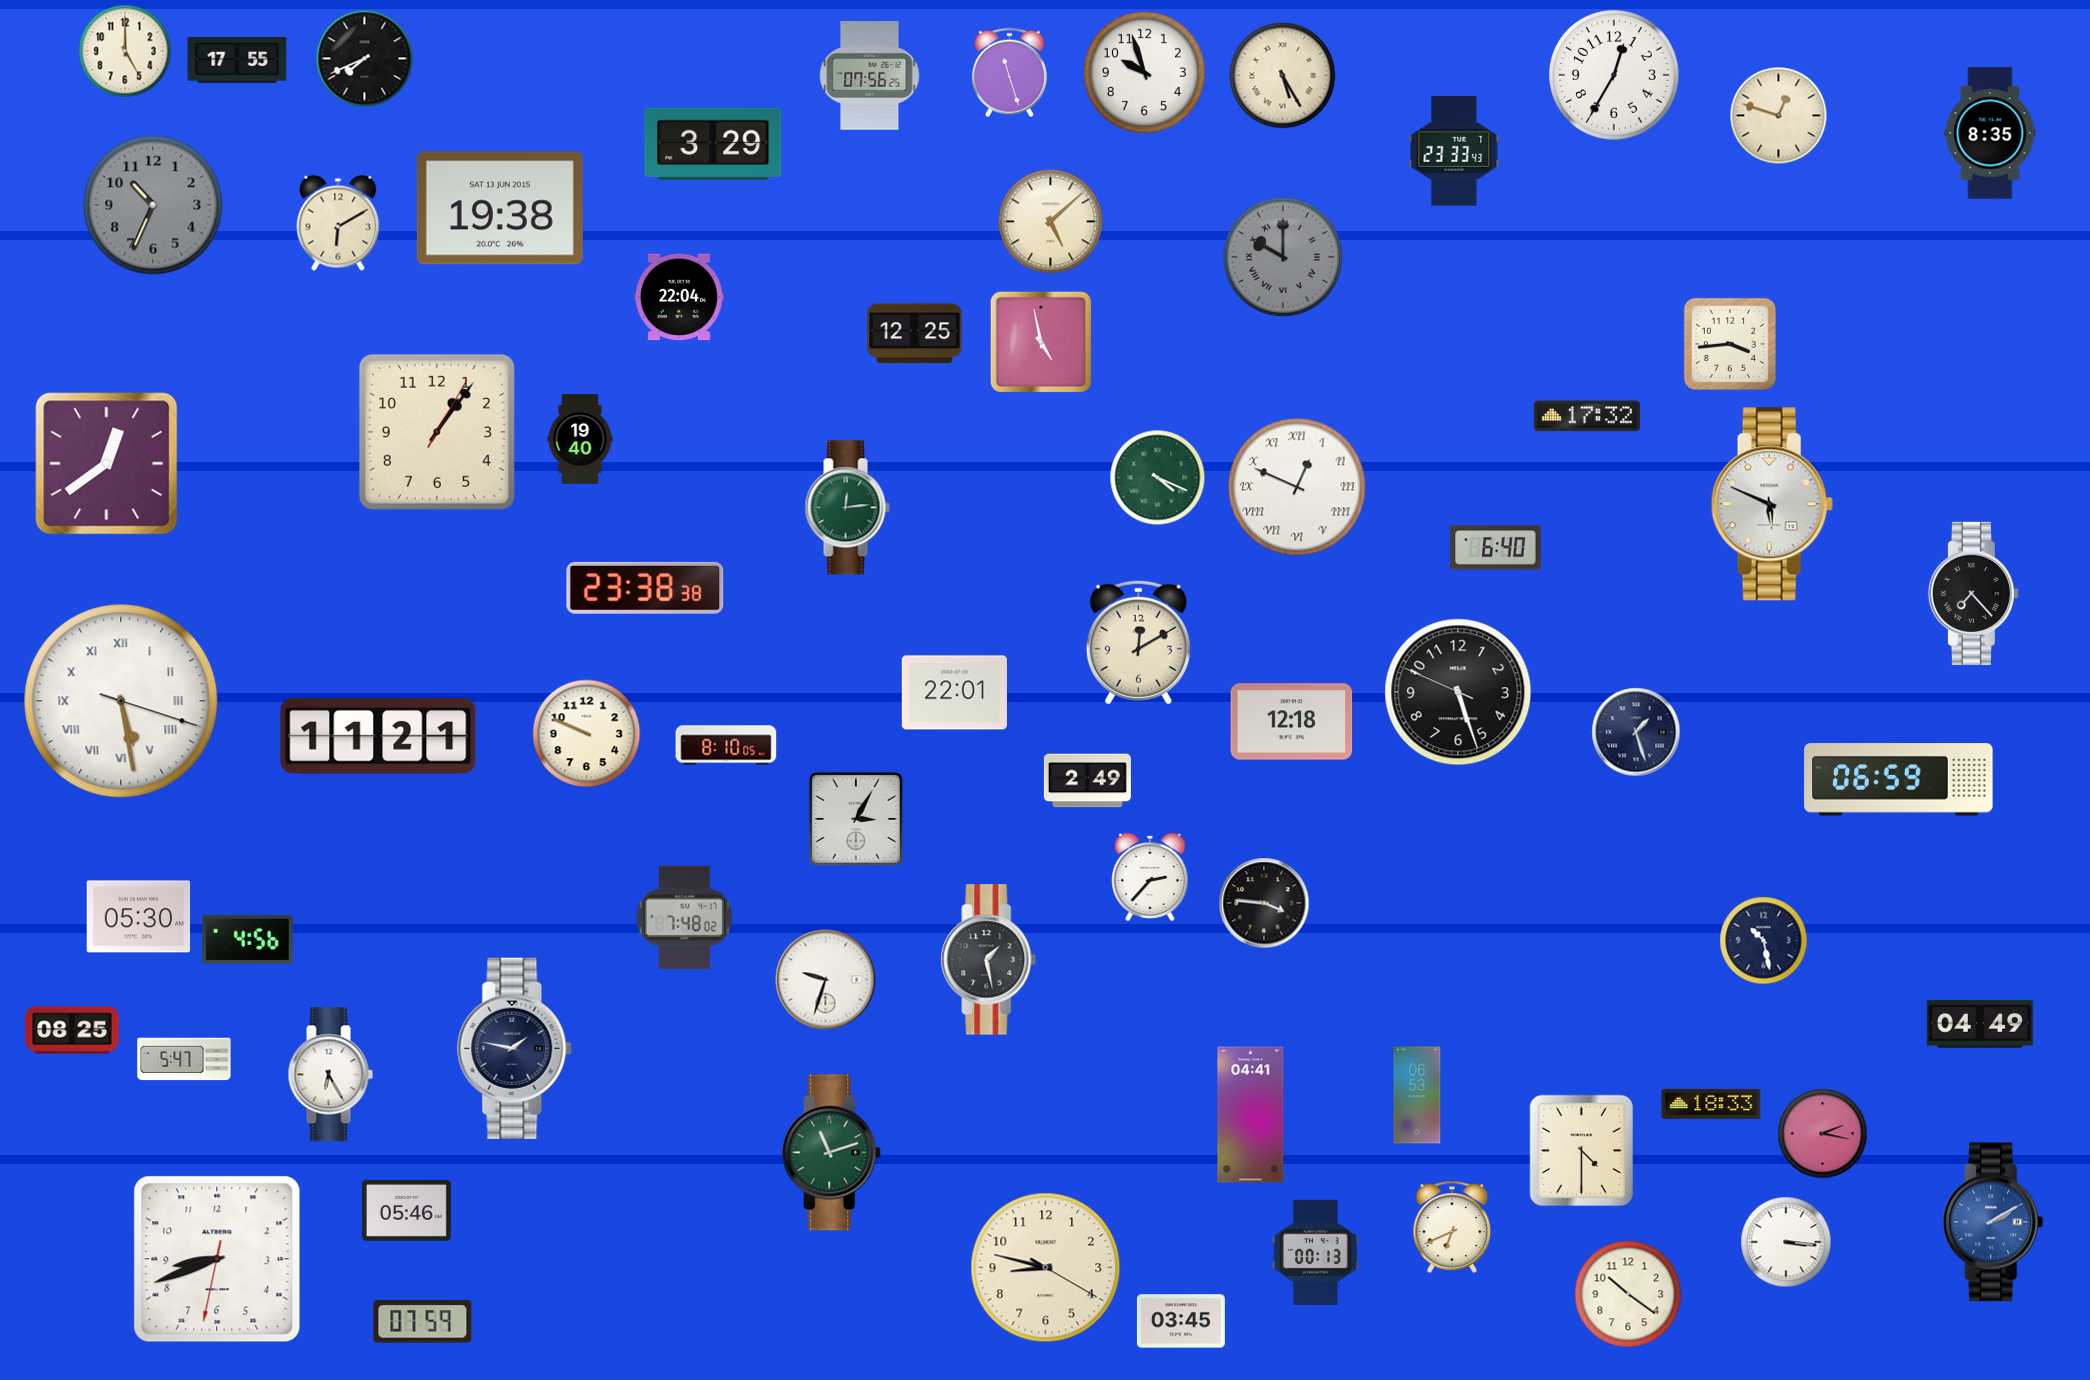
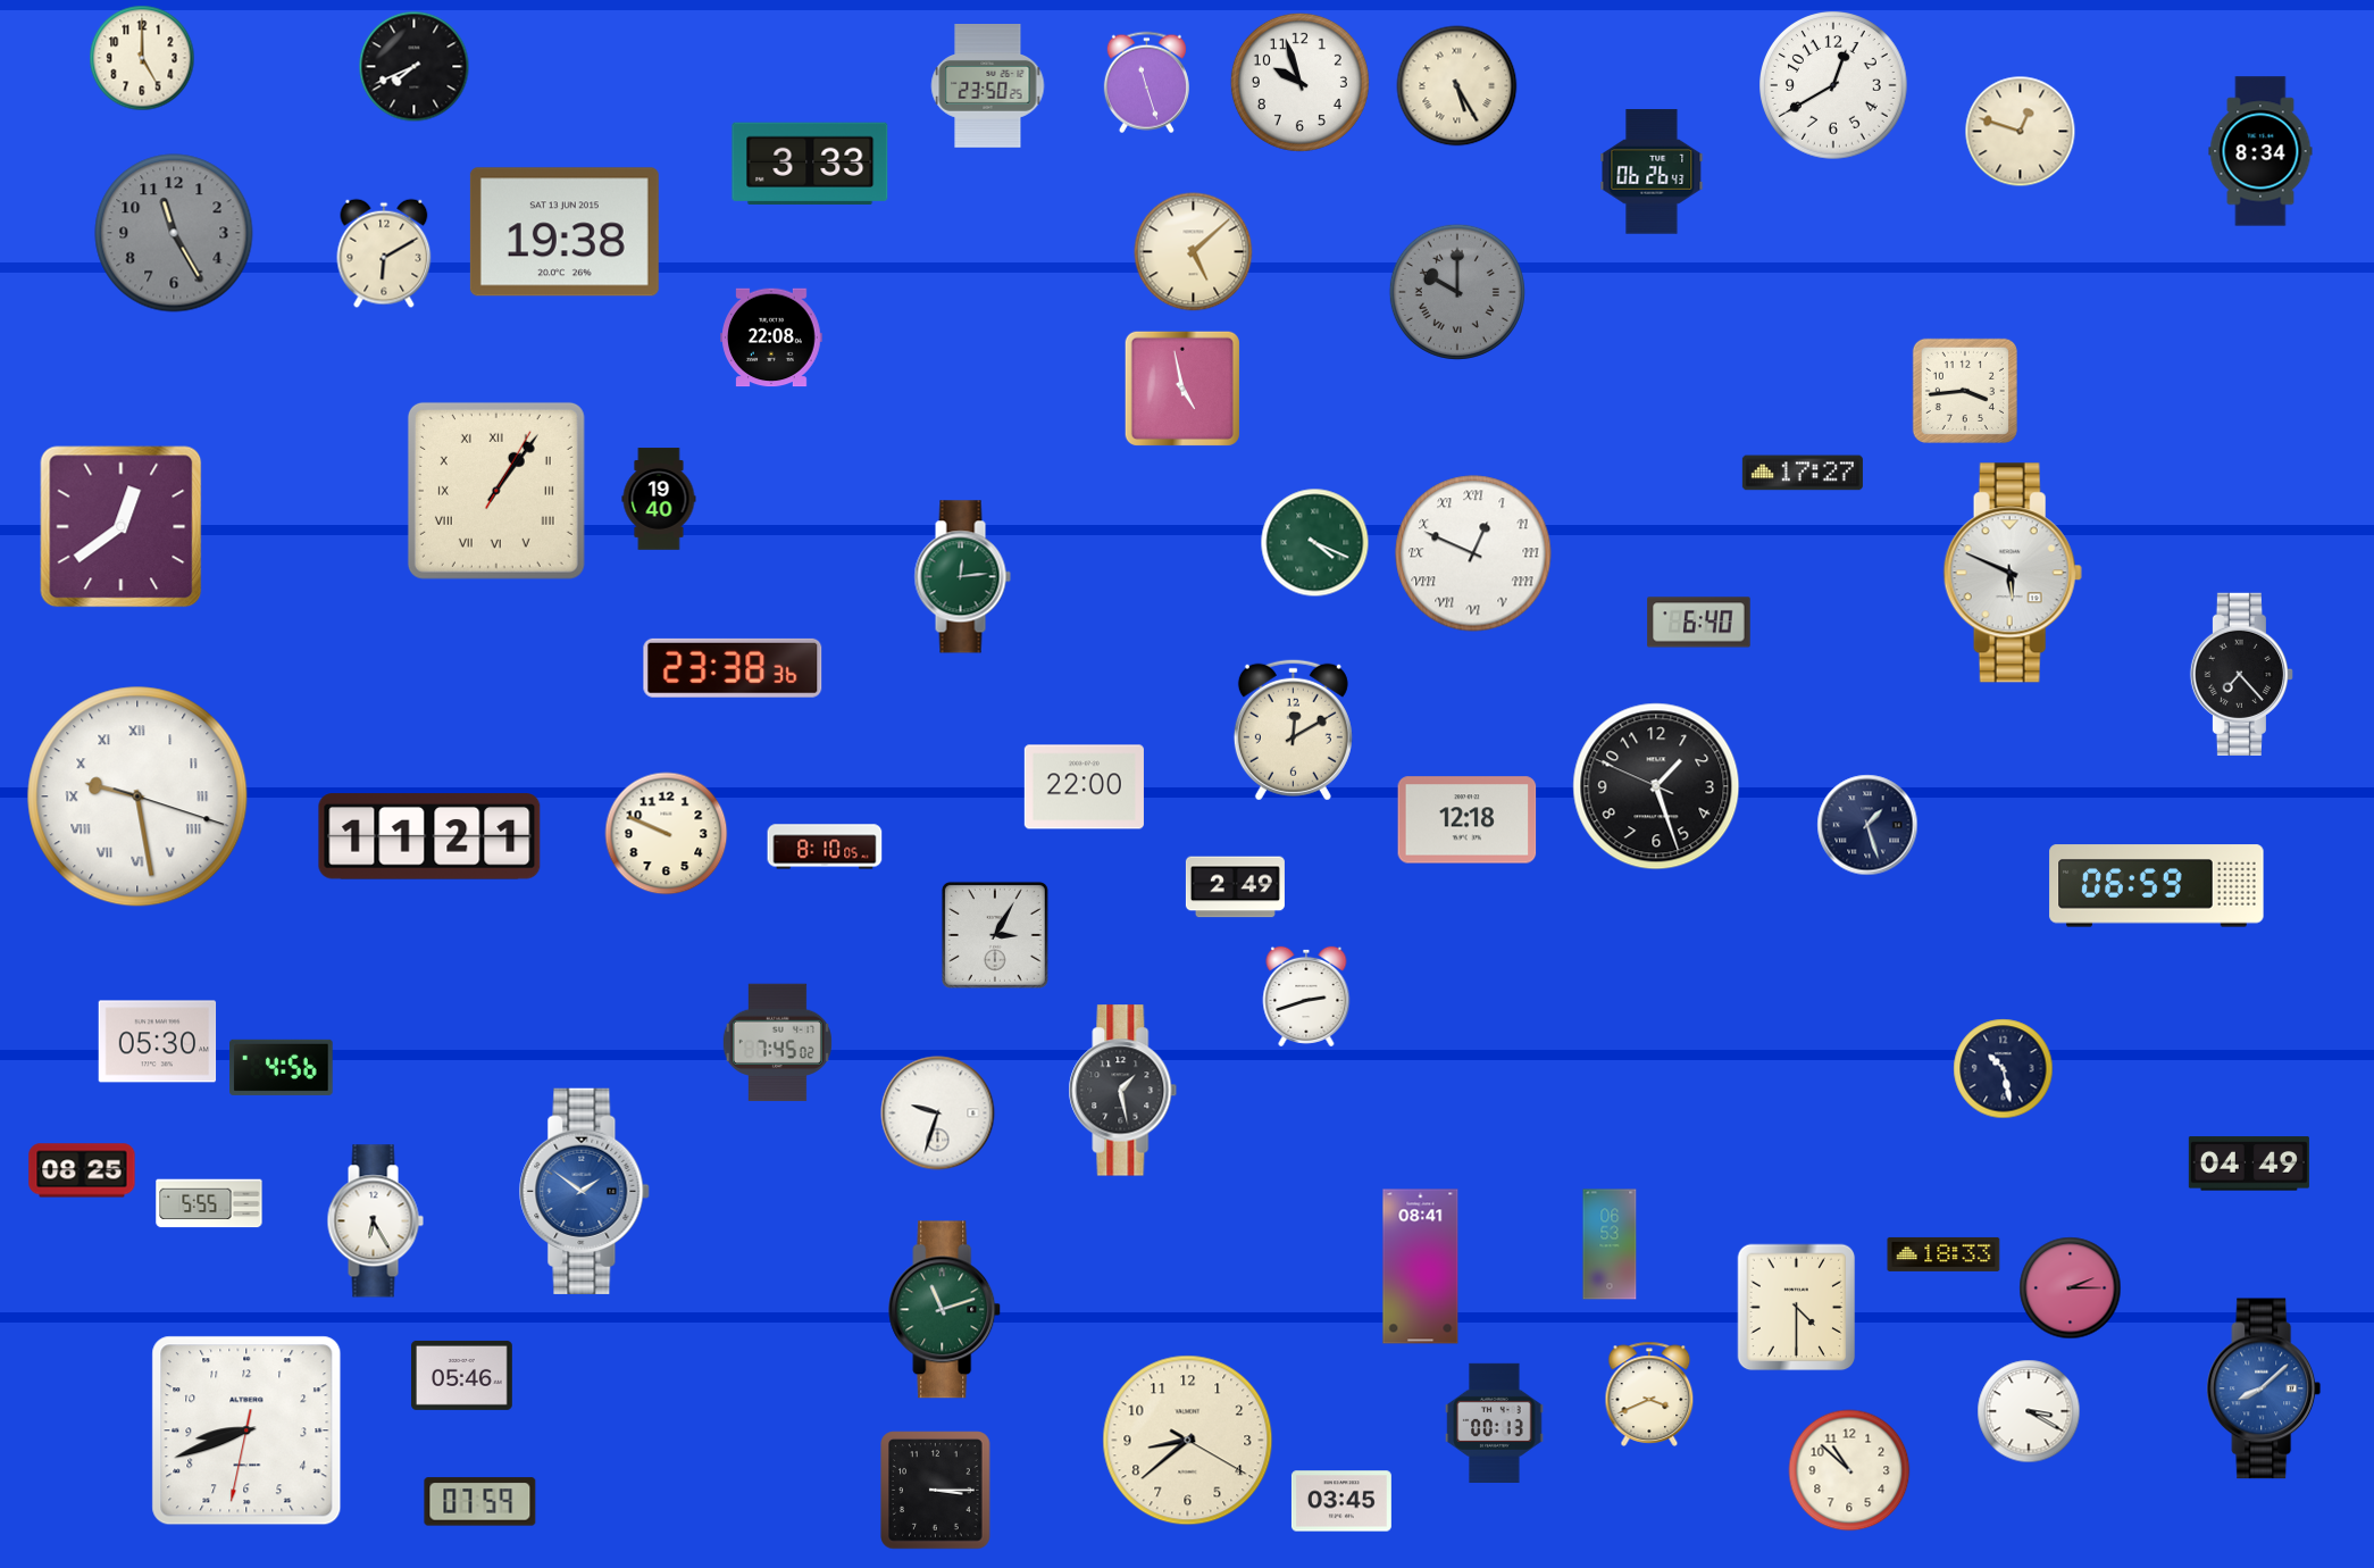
clock at (237, 60): 17:55 -> none
clock at (1614, 75): 12:35 -> 12:40
clock at (870, 76): 07:56 -> 23:50
clock at (1990, 133): 8:35 -> 8:34
clock at (713, 143): 3:29 -> 3:33
clock at (1454, 151): 23:33 -> 06:26
clock at (153, 205): 10:34 -> 11:25
clock at (500, 208) position: (500, 208) -> (565, 232)
clock at (679, 297): 22:04 -> 22:08
clock at (915, 334): 12:25 -> none
clock at (1587, 416): 17:32 -> 17:27
clock at (437, 432) numerals: Arabic -> Roman
clock at (645, 588): 23:38:38 -> 23:38:36
clock at (1458, 692): 5:26 -> 1:26
clock at (954, 693): 22:01 -> 22:00
clock at (121, 701): 5:28 -> 9:28
clock at (1636, 732) position: (1636, 732) -> (1867, 825)
clock at (856, 819) position: (856, 819) -> (995, 935)
clock at (1150, 877): 2:37 -> 2:42
clock at (1264, 903): 3:46 -> none
clock at (684, 918): 7:48 -> 7:45
clock at (515, 1048): 1:47 -> 1:51
clock at (515, 1048) dial: navy -> blue
clock at (184, 1059): 5:47 -> 5:55
clock at (1251, 1115): 04:41 -> 08:41
clock at (1823, 1134): 2:17 -> 2:15
clock at (1993, 1222): 2:10 -> 8:08
clock at (1452, 1227): 6:41 -> 3:41
clock at (1786, 1242): 3:16 -> 3:20
clock at (1046, 1268): 8:47 -> 8:38
clock at (1628, 1294): 10:21 -> 10:52
clock at (936, 1491): none -> 3:15
